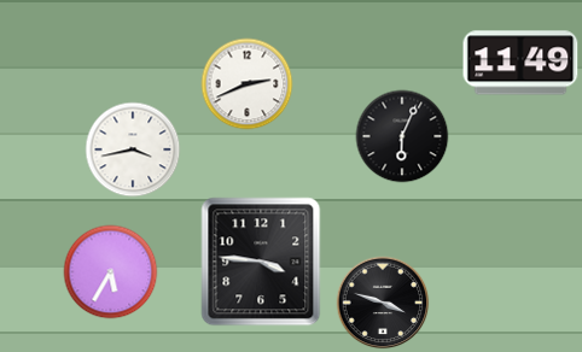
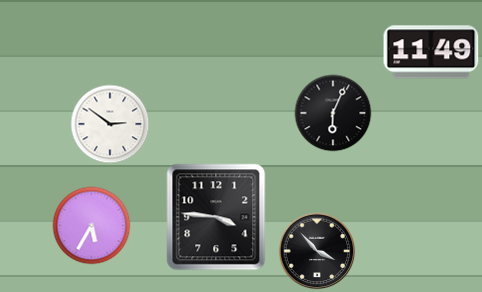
clock at (248, 84): 2:41 -> none
clock at (133, 149): 3:43 -> 2:51
clock at (383, 303): 3:48 -> 3:53
